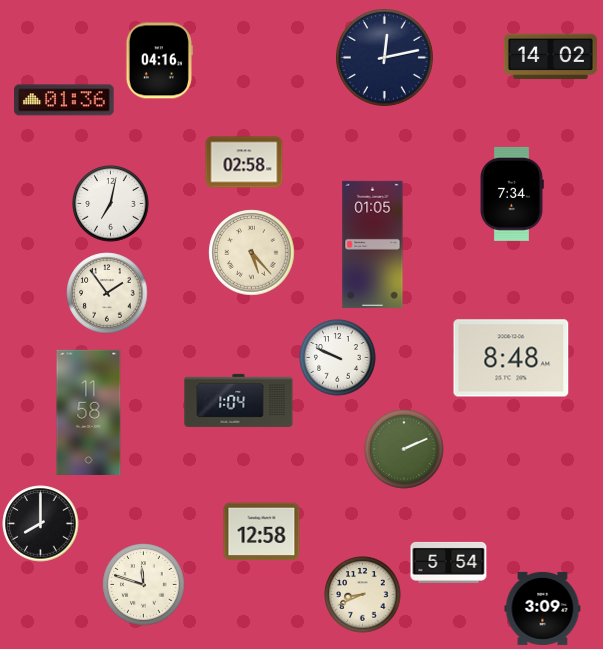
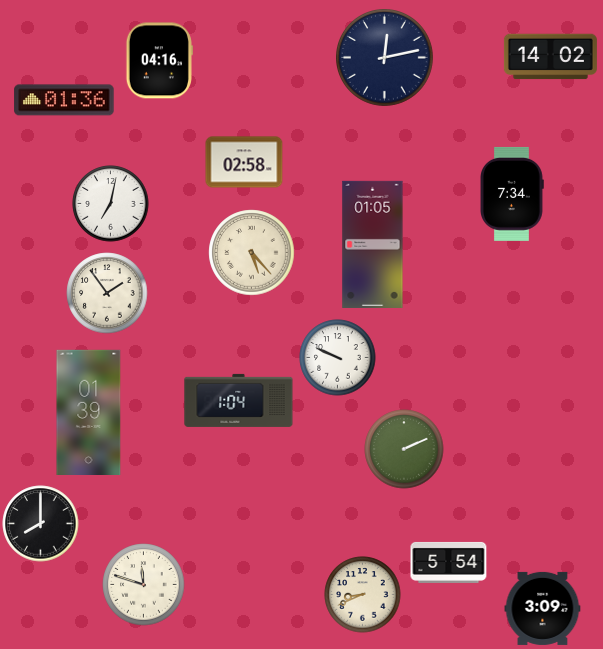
clock at (511, 358): 8:48 -> none
clock at (89, 412): 11:58 -> 01:39
clock at (262, 532): 12:58 -> none
